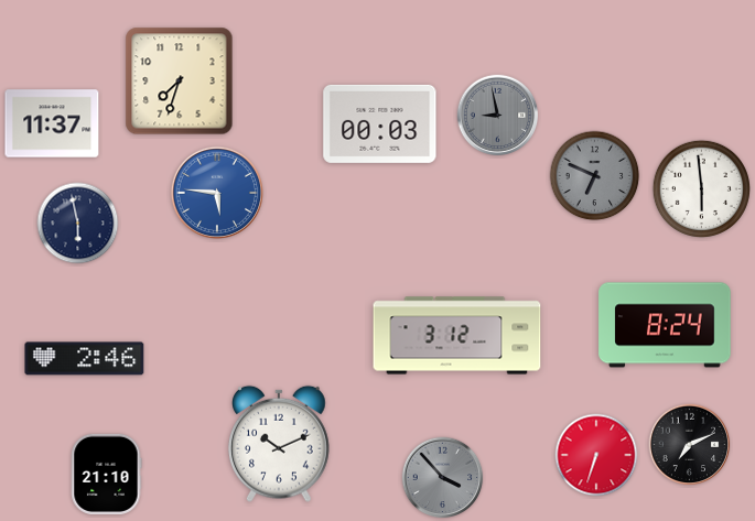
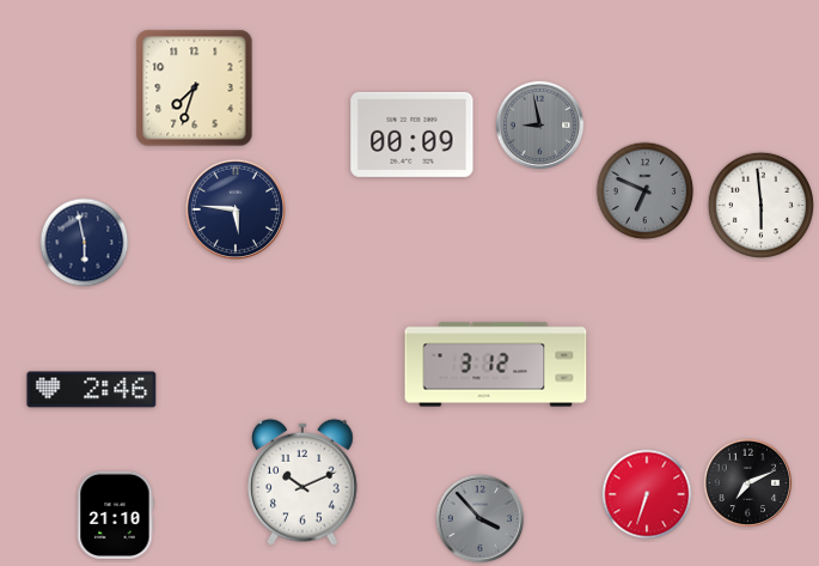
clock at (52, 123): 11:37 -> none
clock at (380, 123): 00:03 -> 00:09
clock at (216, 192) dial: blue -> navy
clock at (665, 325): 8:24 -> none
